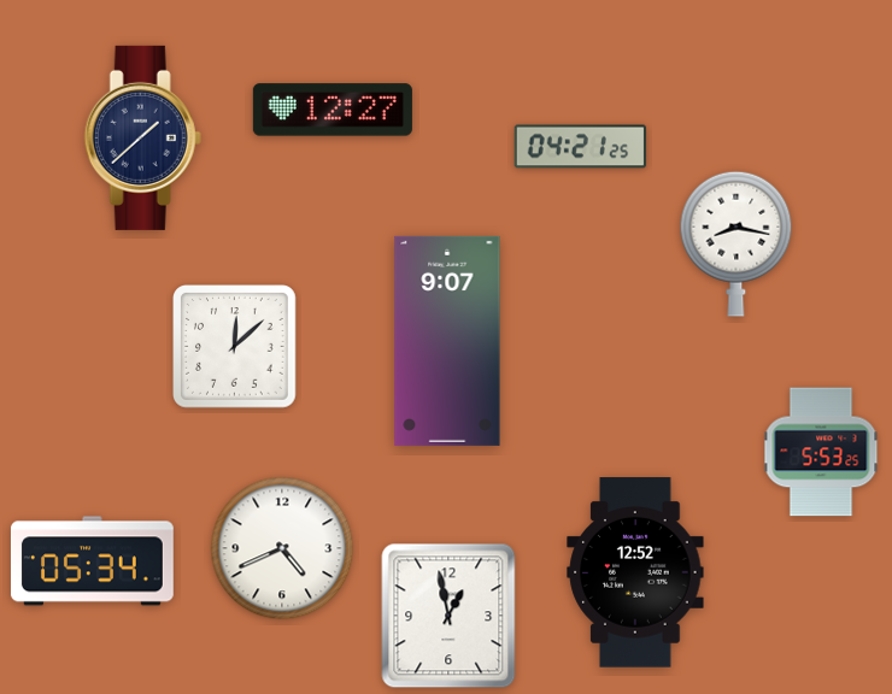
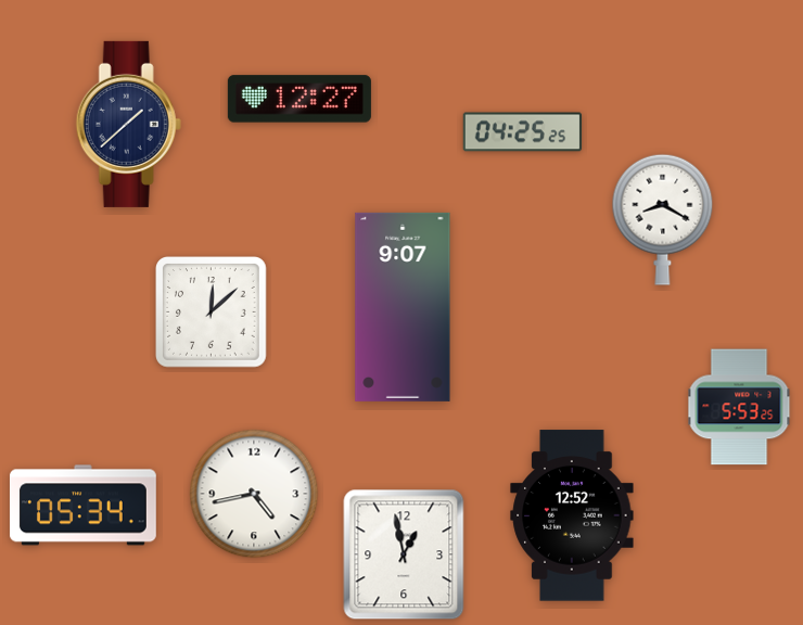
clock at (581, 147): 04:21 -> 04:25
clock at (737, 243): 8:17 -> 8:20
clock at (282, 548): 4:41 -> 4:43
